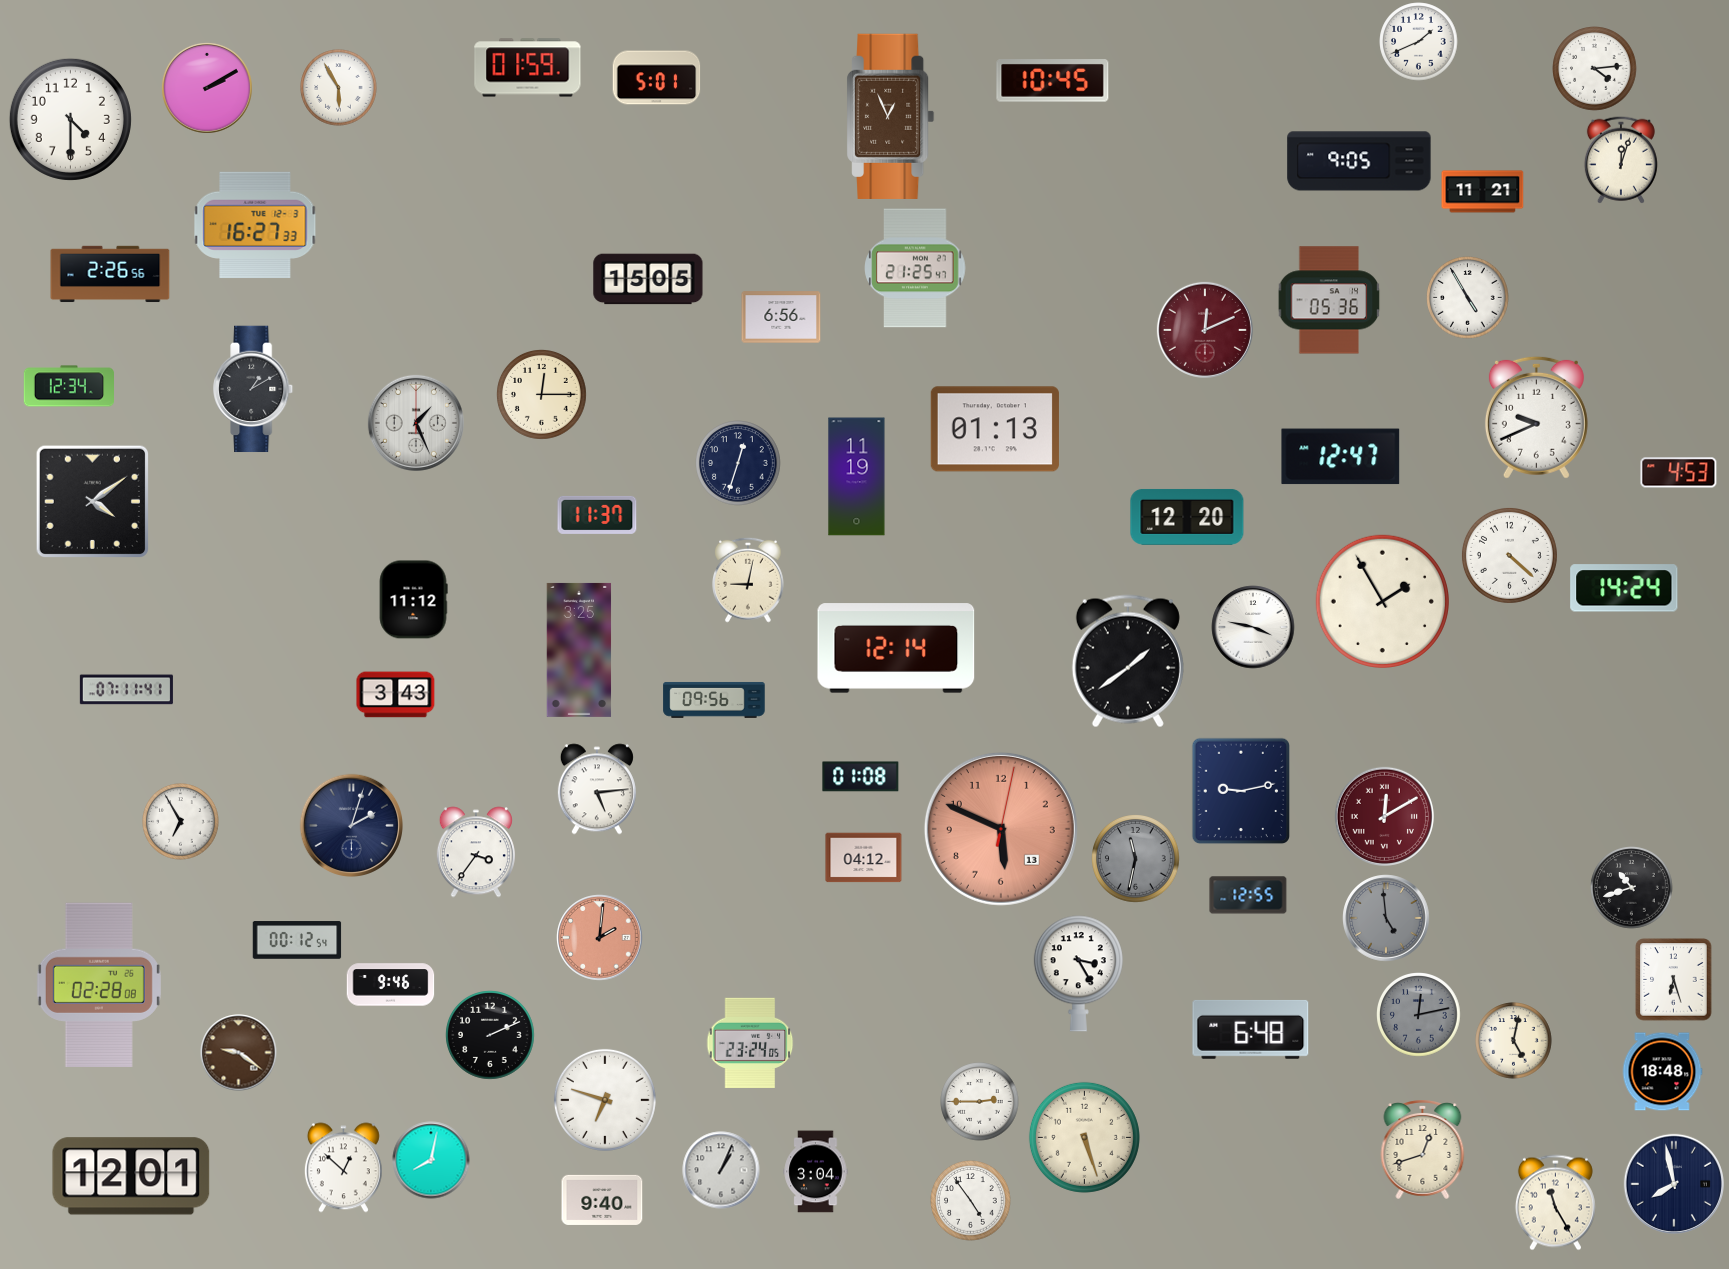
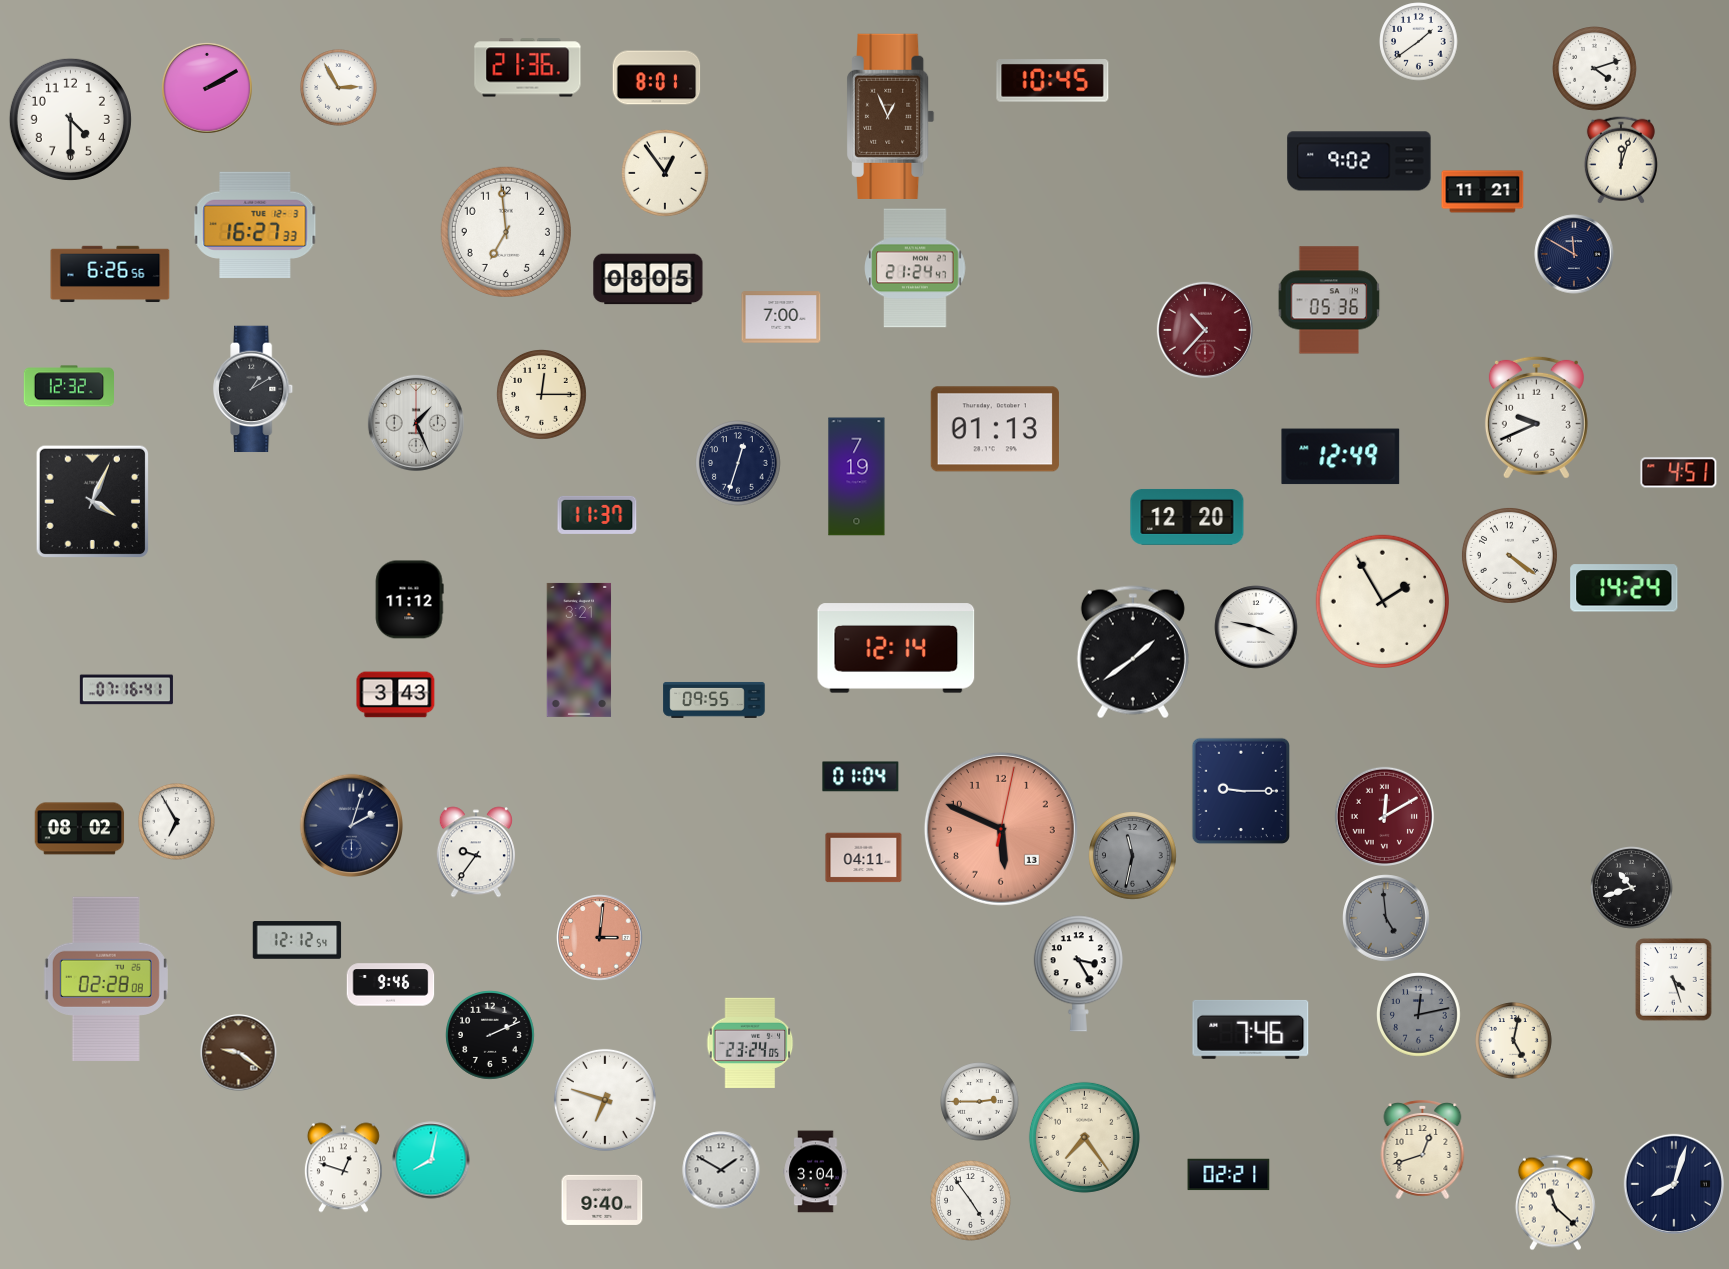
clock at (1419, 42): 1:41 -> 1:39
clock at (528, 68): 01:59 -> 21:36
clock at (1595, 69): 4:14 -> 4:12
clock at (657, 78): 5:01 -> 8:01
clock at (339, 88): 5:55 -> 2:55
clock at (1359, 161): 9:05 -> 9:02
clock at (666, 174): none -> 12:54
clock at (506, 232): none -> 6:59
clock at (1574, 254): none -> 11:50
clock at (915, 268): 21:25 -> 21:24
clock at (110, 274): 2:26 -> 6:26
clock at (648, 279): 15:05 -> 08:05
clock at (1468, 298): 4:55 -> none
clock at (781, 317): 6:56 -> 7:00
clock at (1205, 330): 12:11 -> 10:37
clock at (69, 386): 12:34 -> 12:32
clock at (1341, 457): 12:47 -> 12:49
clock at (1679, 473): 4:53 -> 4:51
clock at (857, 477): 11:19 -> 7:19
clock at (92, 501): 4:09 -> 4:04
clock at (1509, 555): 4:22 -> 4:21
clock at (749, 580): 9:02 -> none
clock at (413, 600) position: (413, 600) -> (409, 600)
clock at (1253, 627) position: (1253, 627) -> (1256, 627)
clock at (579, 650): 3:25 -> 3:21
clock at (1128, 661) position: (1128, 661) -> (1133, 652)
clock at (126, 690): 07:11 -> 07:16
clock at (714, 700): 09:56 -> 09:55
clock at (861, 777): 01:08 -> 01:04
clock at (597, 789): 5:14 -> none
clock at (1241, 791): 9:13 -> 9:15
clock at (181, 822) position: (181, 822) -> (177, 822)
clock at (80, 829): none -> 08:02
clock at (476, 852): 3:36 -> 9:36
clock at (864, 858): 04:12 -> 04:11
clock at (1136, 859) position: (1136, 859) -> (1133, 856)
clock at (1248, 895): 12:55 -> none
clock at (600, 938): 2:01 -> 3:01
clock at (297, 940): 00:12 -> 12:12
clock at (1674, 980): 6:27 -> 4:27
clock at (99, 984) position: (99, 984) -> (106, 978)
clock at (1251, 1029): 6:48 -> 7:46
clock at (1662, 1072): 18:48 -> none
clock at (1084, 1137): 5:27 -> 7:24
clock at (343, 1168): 12:52 -> 12:48
clock at (721, 1170): 1:04 -> 1:50
clock at (1229, 1175): none -> 02:21
clock at (131, 1176): 12:01 -> none
clock at (1674, 1184): 7:58 -> 8:03
clock at (1555, 1203): 11:25 -> 11:22
